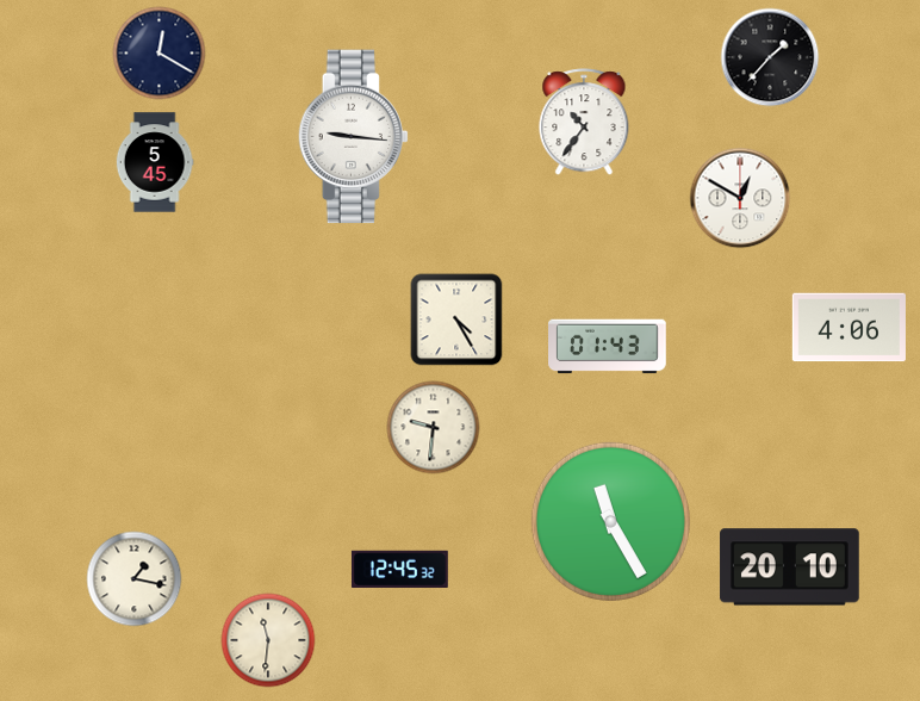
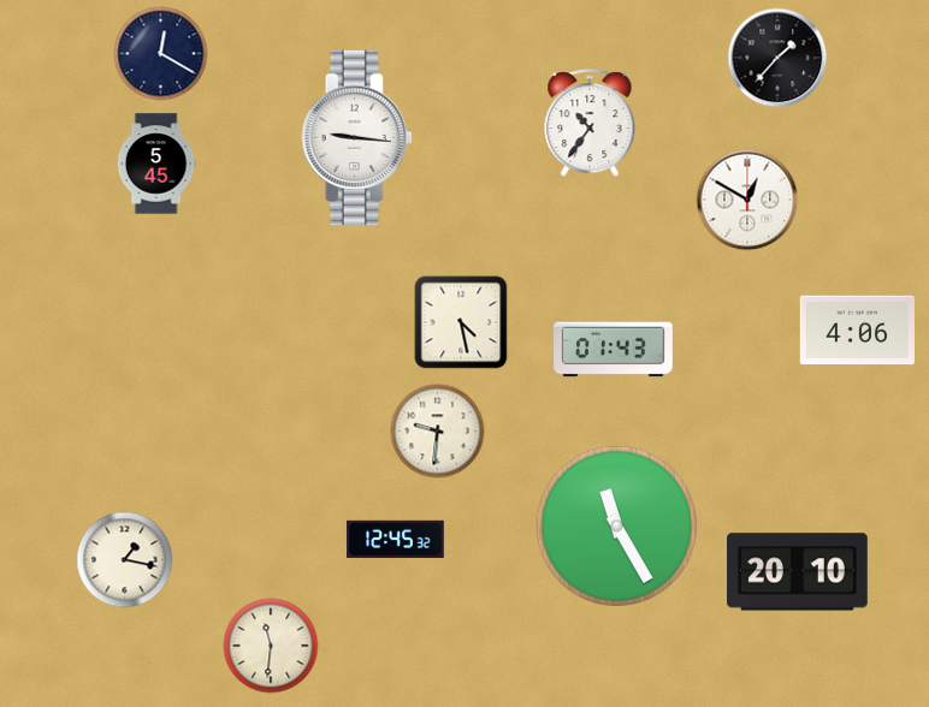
clock at (456, 320): 4:25 -> 4:28
clock at (399, 569) position: (399, 569) -> (395, 539)
clock at (135, 579) position: (135, 579) -> (125, 560)
